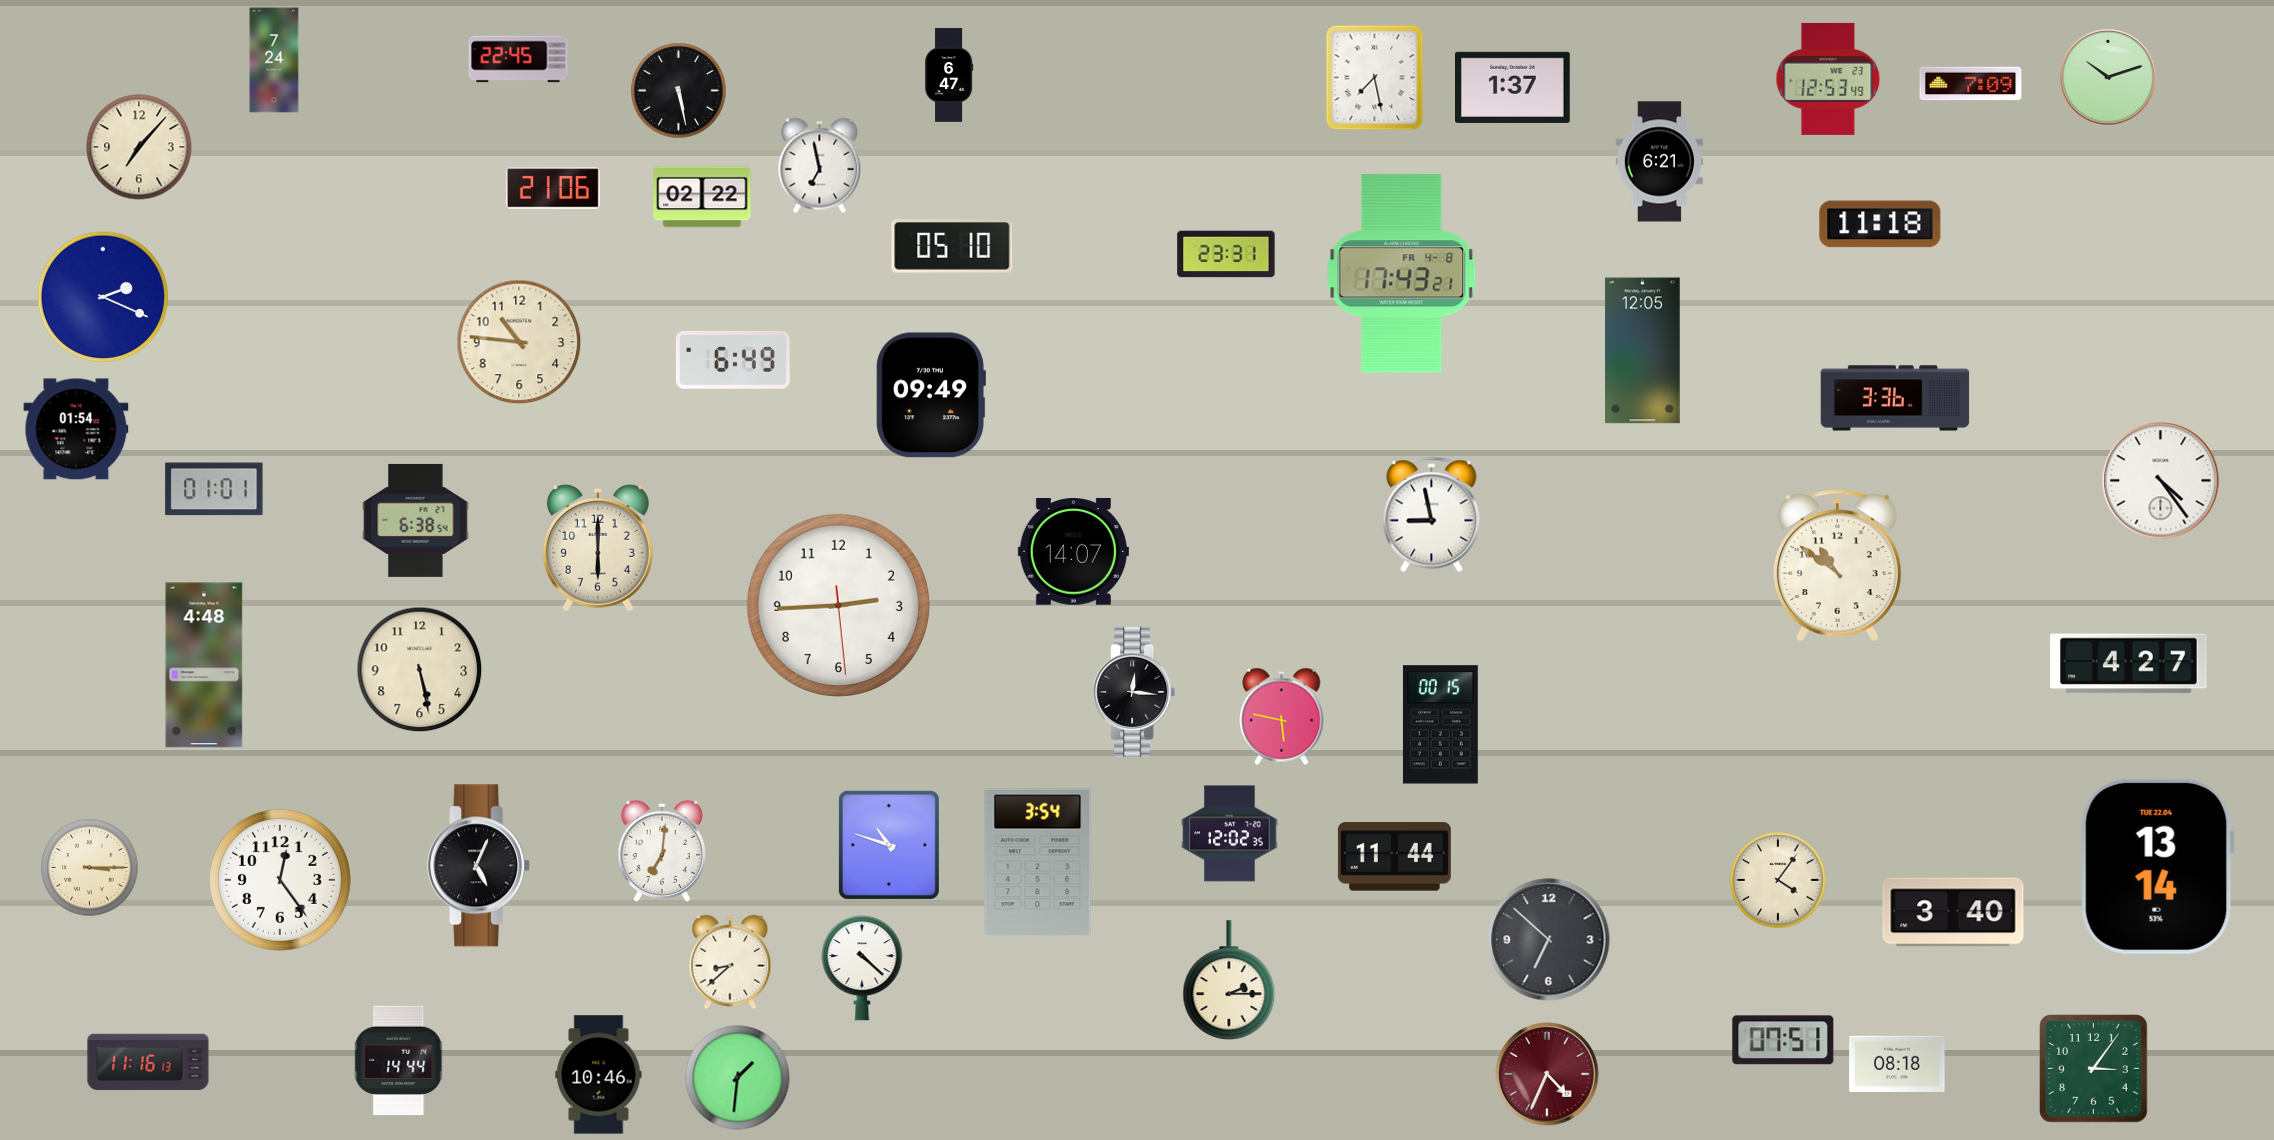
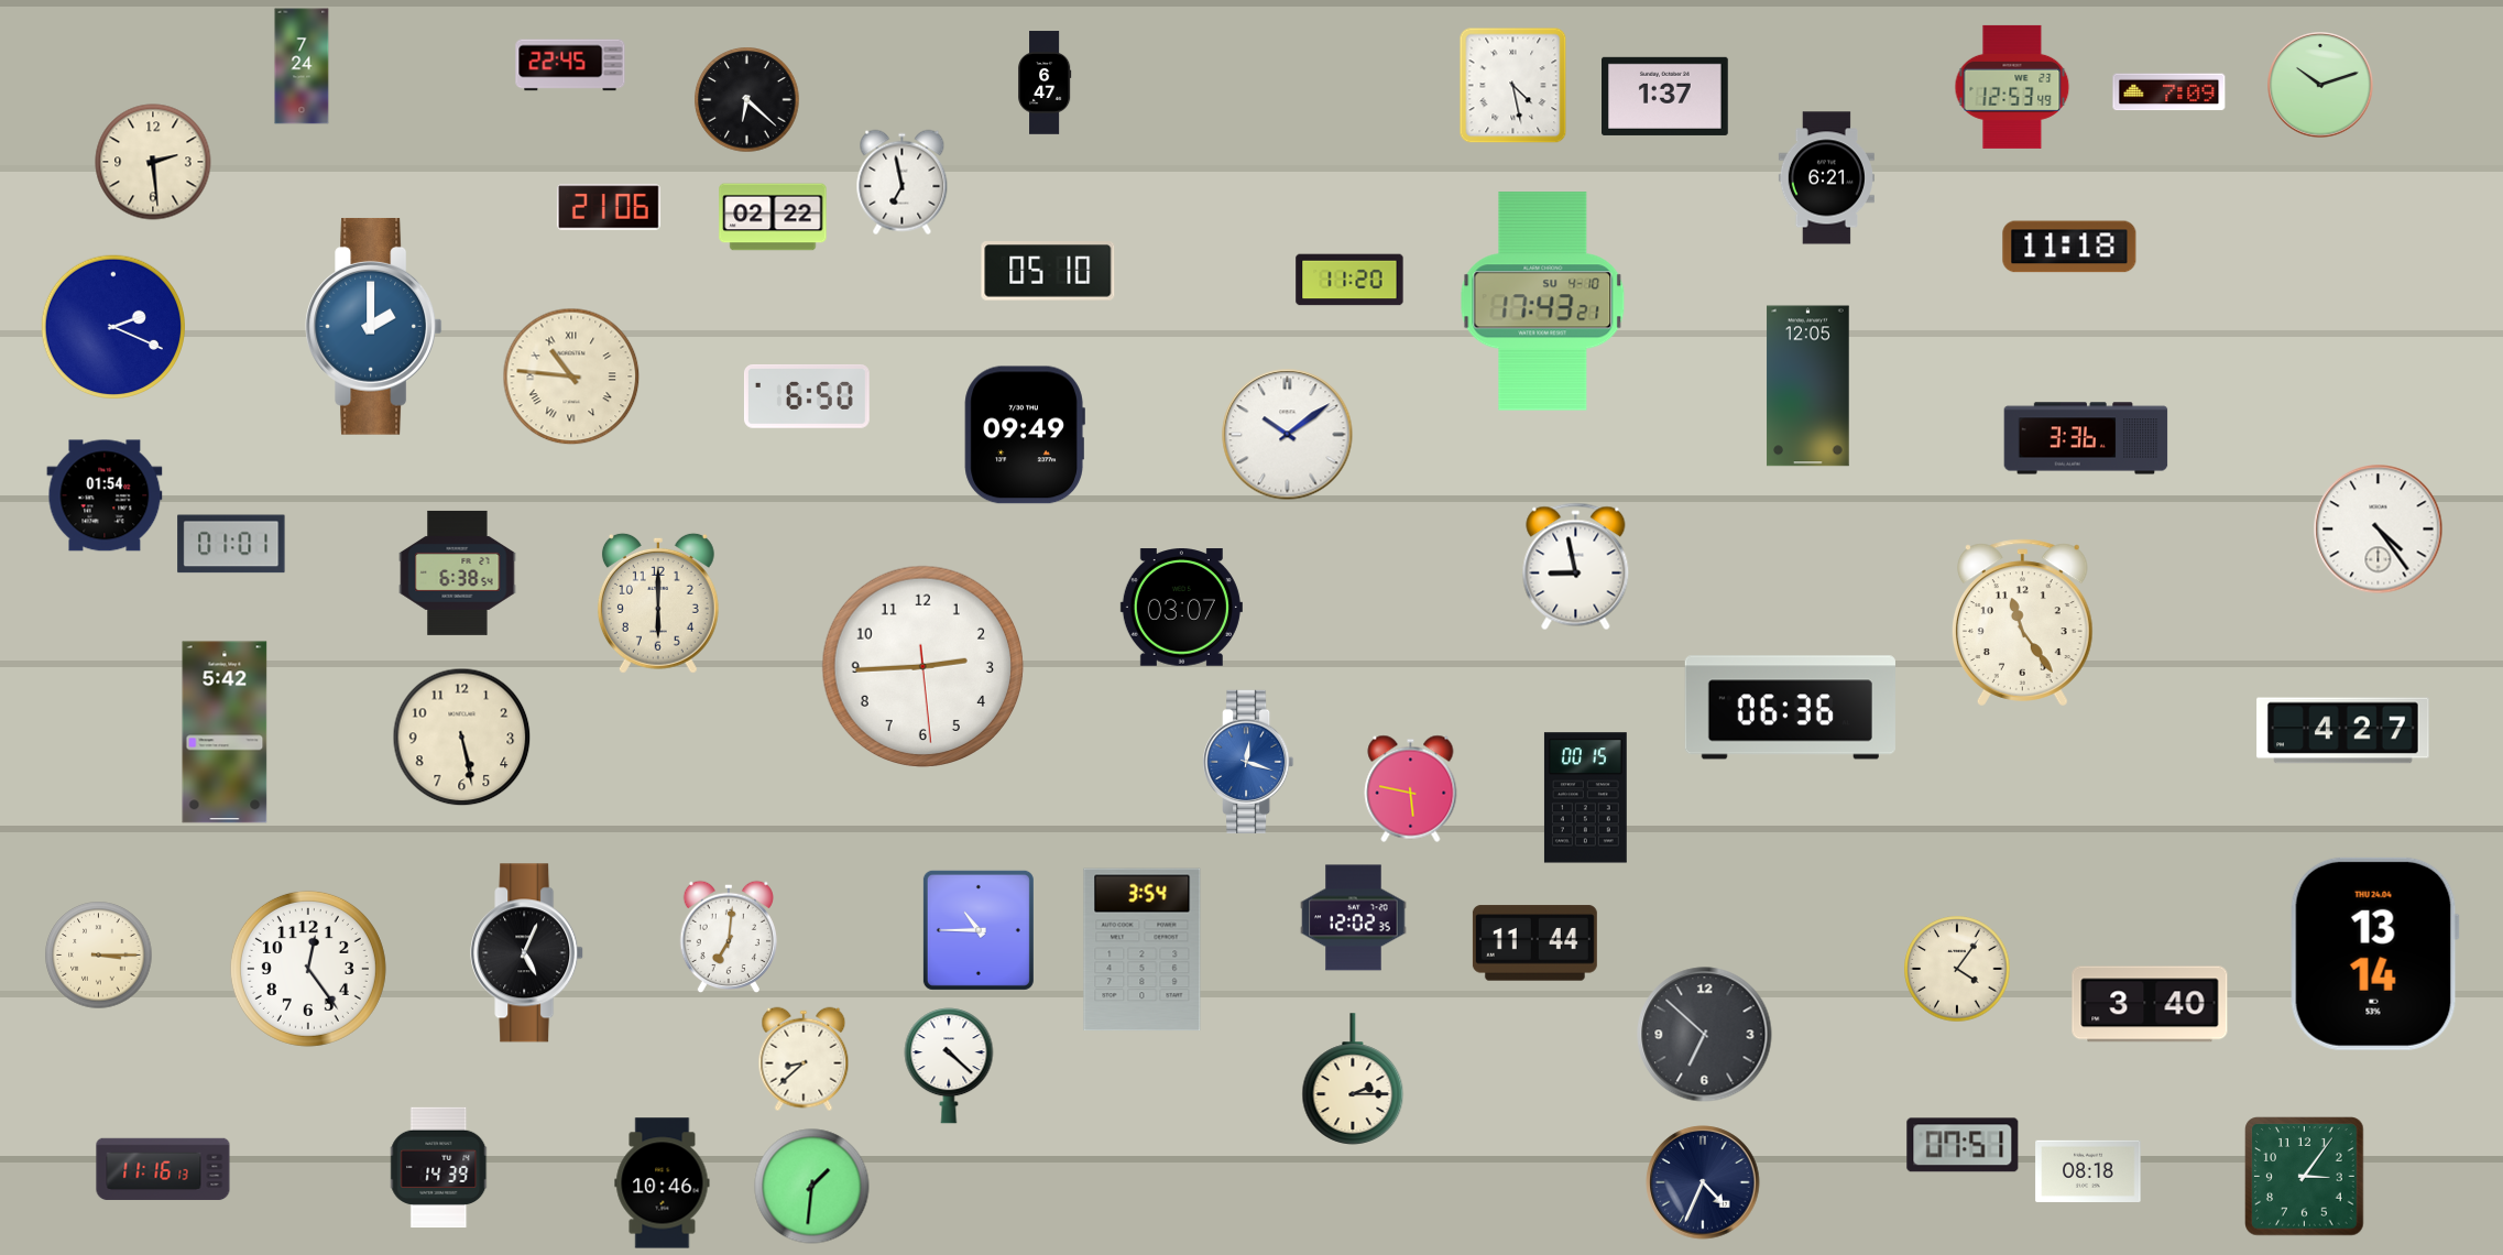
clock at (1375, 78): 7:28 -> 4:28
clock at (679, 91): 5:28 -> 6:22
clock at (139, 147): 7:07 -> 2:29
clock at (1226, 254): 23:31 -> 11:20
clock at (1402, 274) date: FR 4-8 -> SU 4-10
clock at (373, 326): none -> 2:00
clock at (519, 342) numerals: Arabic -> Roman
clock at (733, 361): 6:49 -> 6:50
clock at (1288, 435): none -> 10:09
clock at (76, 429) position: (76, 429) -> (105, 495)
clock at (214, 489) position: (214, 489) -> (231, 544)
clock at (1073, 552): 14:07 -> 03:07
clock at (1837, 566): 10:51 -> 11:24
clock at (1790, 708): none -> 06:36
clock at (204, 665): 4:48 -> 5:42
clock at (1134, 692): 12:16 -> 12:18
clock at (1134, 692) dial: black -> blue
clock at (889, 845): 10:48 -> 10:45
clock at (2157, 866) date: TUE 22.04 -> THU 24.04
clock at (399, 1061): 14:44 -> 14:39
clock at (1547, 1074) dial: burgundy -> navy
clock at (599, 1075) position: (599, 1075) -> (663, 1183)
